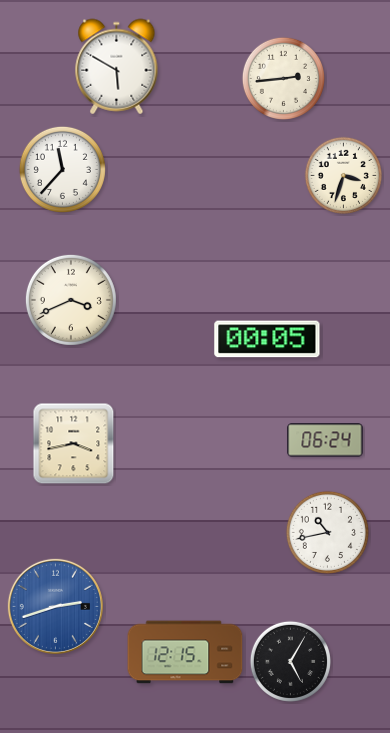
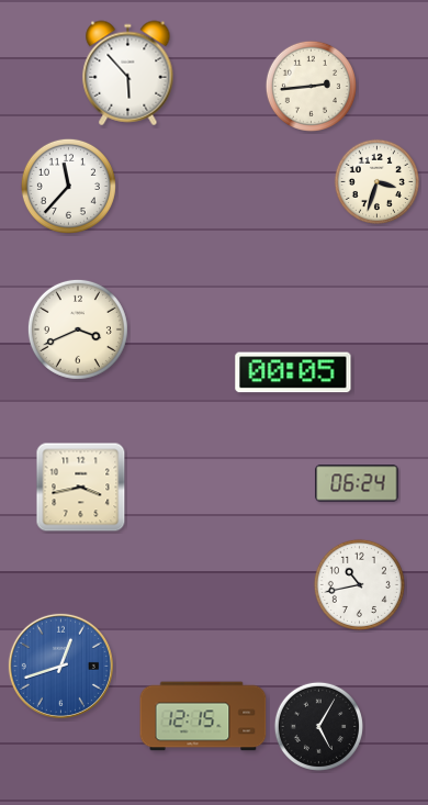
clock at (117, 67): 5:50 -> 5:53
clock at (343, 175) position: (343, 175) -> (376, 181)
clock at (55, 606): 2:42 -> 12:42
